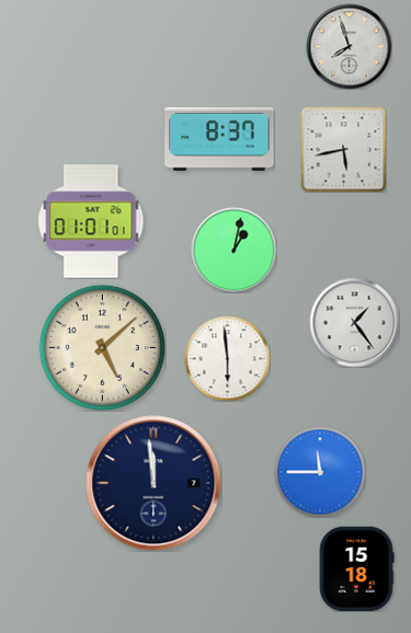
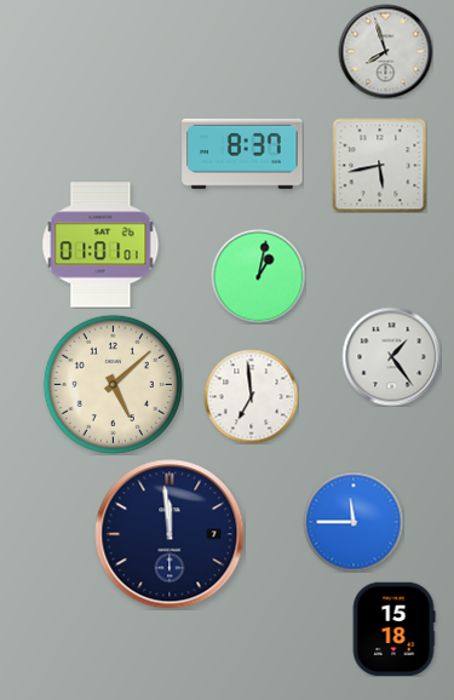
clock at (227, 358): 5:59 -> 6:59
